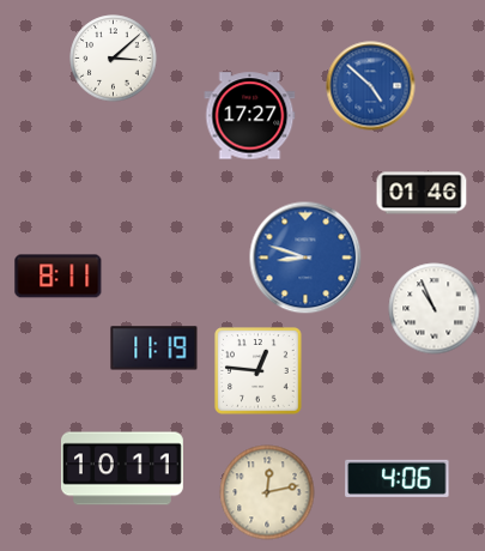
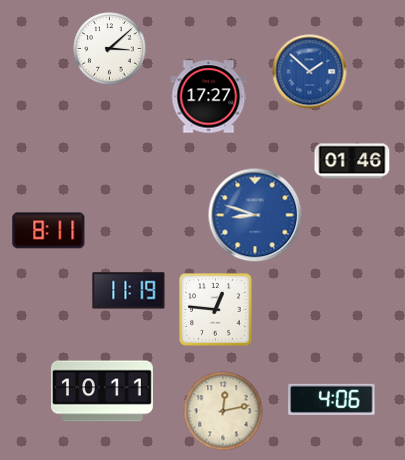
clock at (114, 59) position: (114, 59) -> (110, 49)
clock at (371, 86): 4:52 -> 1:52
clock at (435, 309): 10:56 -> none
